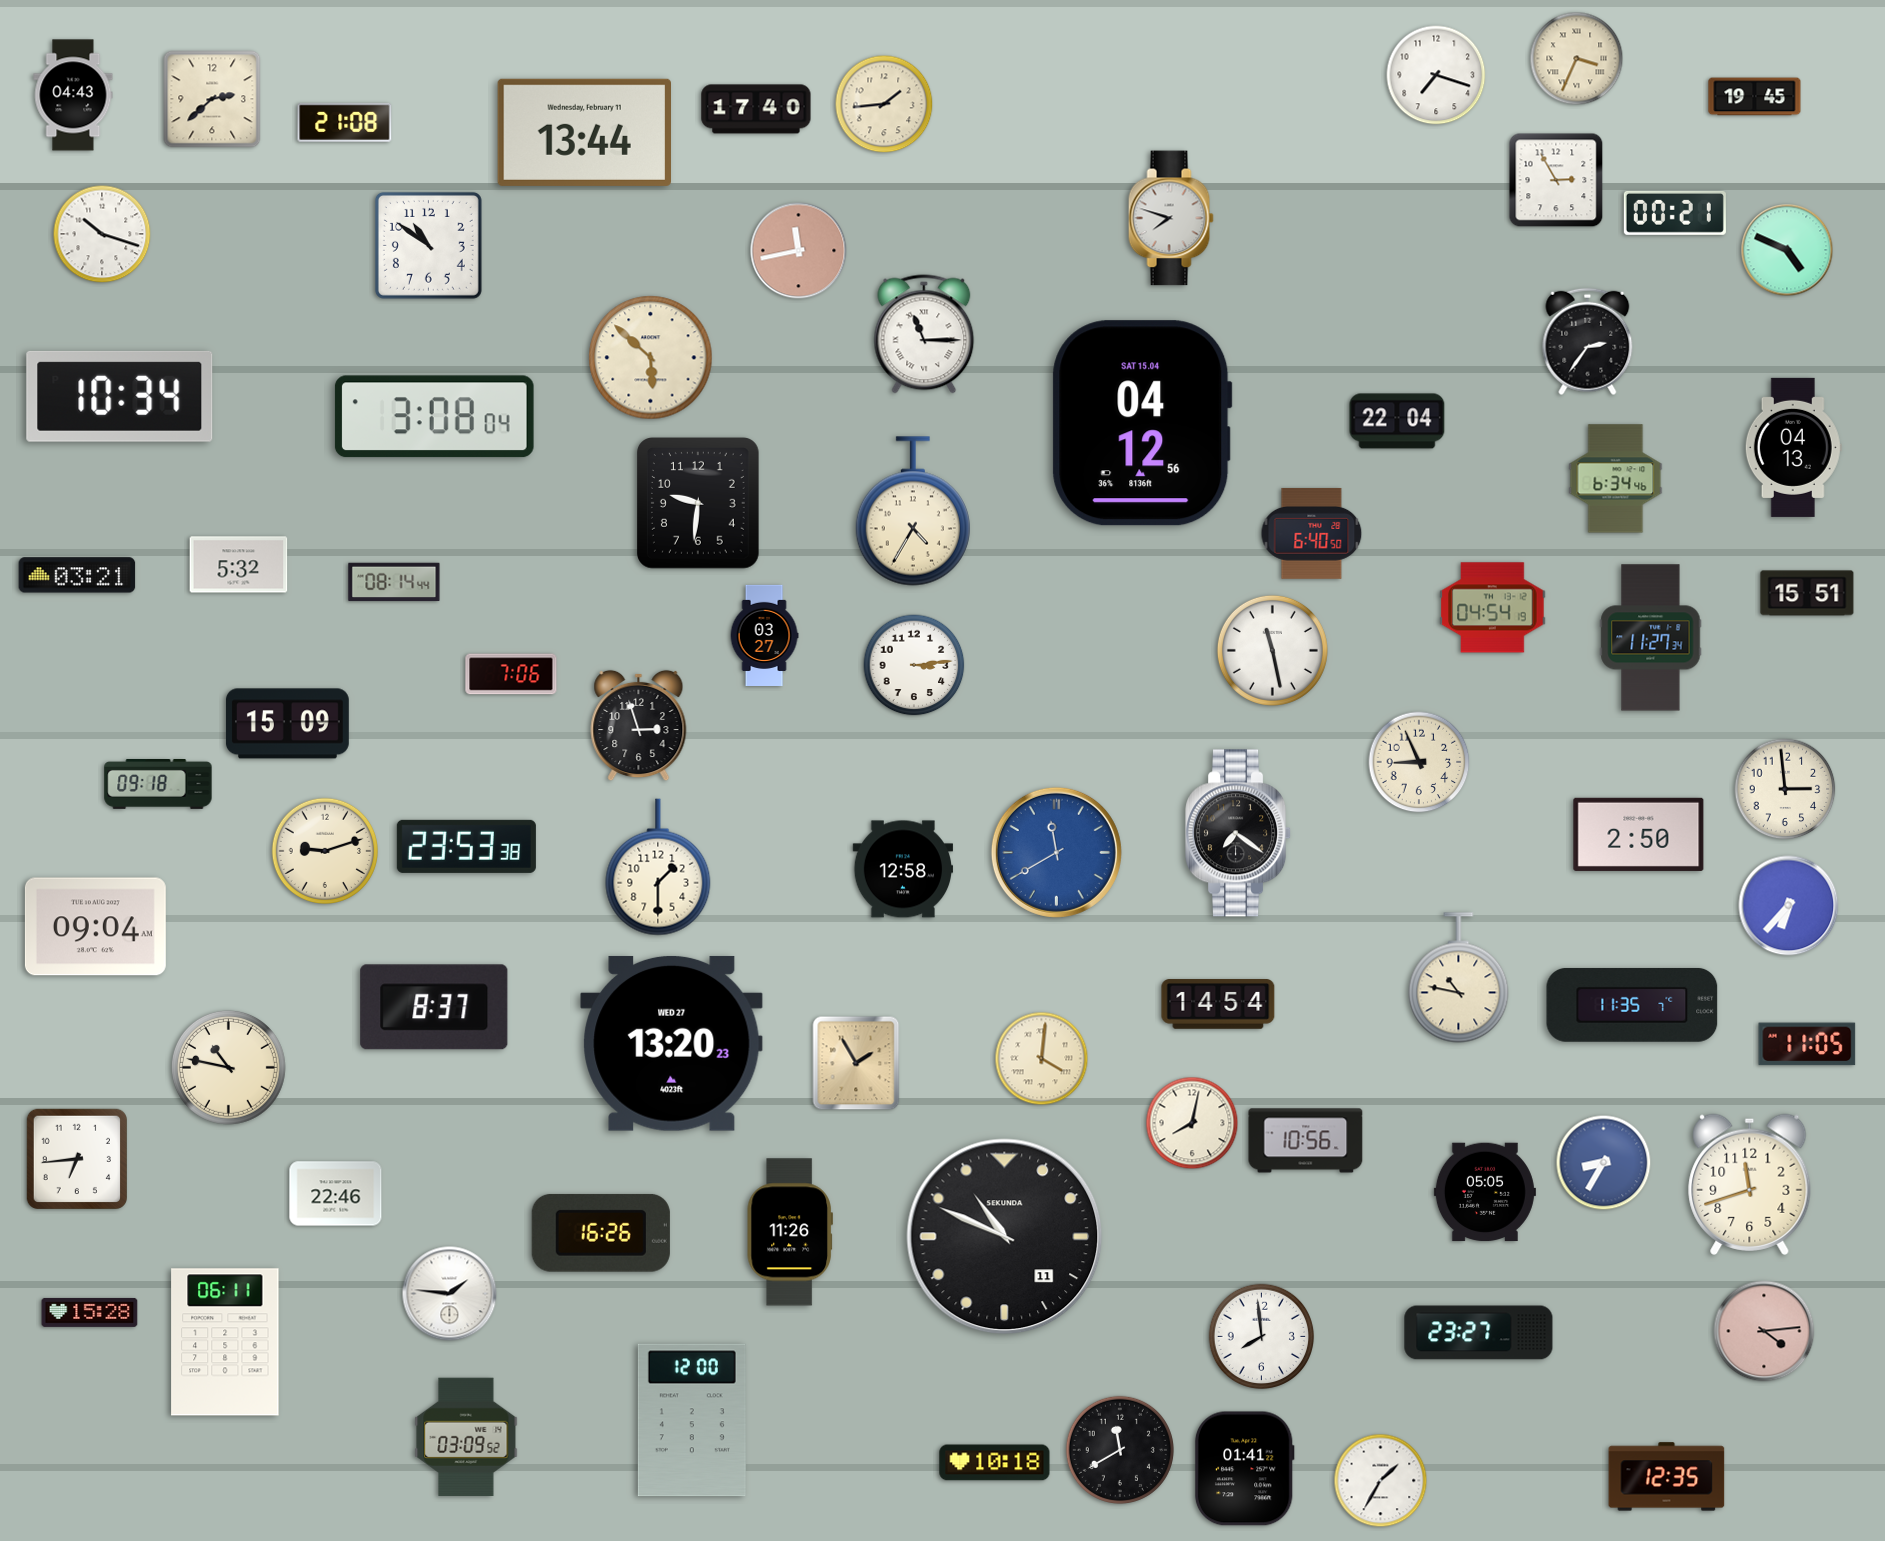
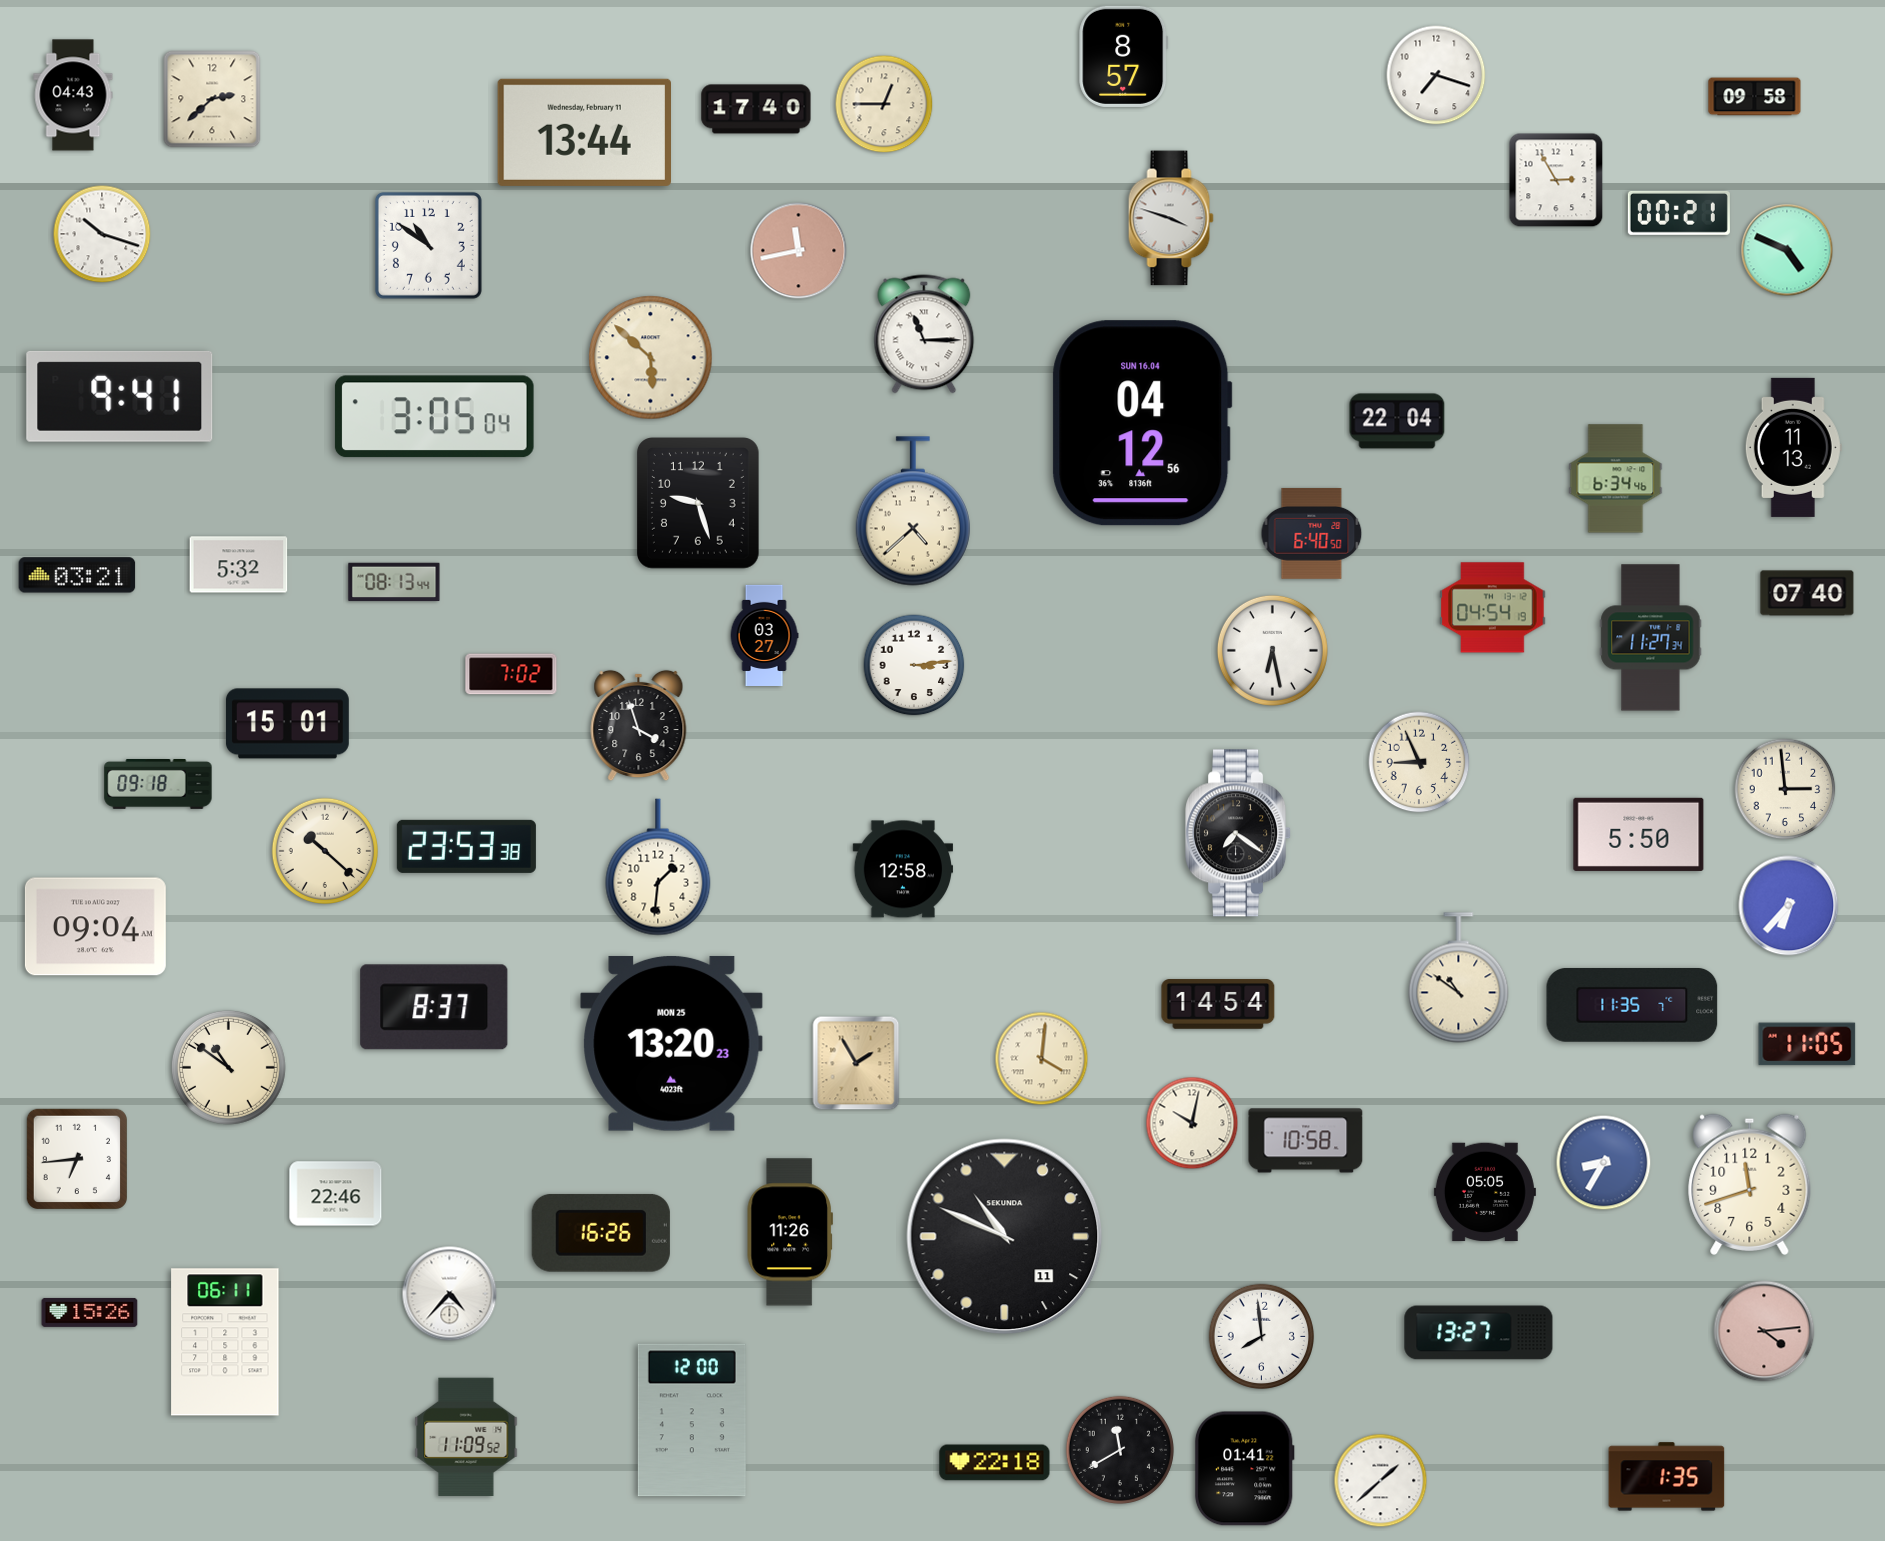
clock at (1124, 56): none -> 8:57
clock at (1577, 59): 3:34 -> none
clock at (1755, 97): 19:45 -> 09:58
clock at (884, 104): 1:44 -> 12:45
clock at (345, 122): 21:08 -> none
clock at (1675, 213) position: (1675, 213) -> (1679, 213)
clock at (1171, 218): 7:48 -> 3:48
clock at (1588, 342): 2:36 -> none
clock at (120, 396): 10:34 -> 9:41
clock at (434, 417): 3:08 -> 3:05
clock at (1142, 423) date: SAT 15.04 -> SUN 16.04
clock at (1793, 447): 04:13 -> 11:13
clock at (699, 504): 9:31 -> 9:27
clock at (913, 511): 4:35 -> 4:38
clock at (394, 582): 08:14 -> 08:13
clock at (1807, 593): 15:51 -> 07:40
clock at (1272, 650): 11:28 -> 6:28
clock at (511, 674): 7:06 -> 7:02
clock at (287, 724): 15:09 -> 15:01
clock at (639, 726): 2:57 -> 3:57
clock at (1639, 834): 2:50 -> 5:50
clock at (324, 850): 9:12 -> 10:22
clock at (1056, 852): 11:40 -> none
clock at (658, 867): 1:30 -> 1:31
clock at (1459, 978): 10:47 -> 10:51
clock at (672, 1043) date: WED 27 -> MON 25
clock at (228, 1067): 10:47 -> 10:51
clock at (1192, 1123): 8:02 -> 10:02
clock at (1306, 1141): 10:56 -> 10:58
clock at (450, 1294): 1:46 -> 4:37
clock at (90, 1312): 15:28 -> 15:26
clock at (1479, 1333): 23:27 -> 13:27
clock at (466, 1436): 03:09 -> 11:09
clock at (995, 1463): 10:18 -> 22:18
clock at (1667, 1477): 12:35 -> 1:35
clock at (1381, 1481): 1:35 -> 1:38
